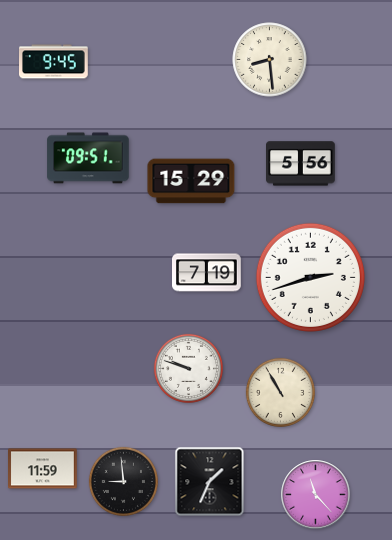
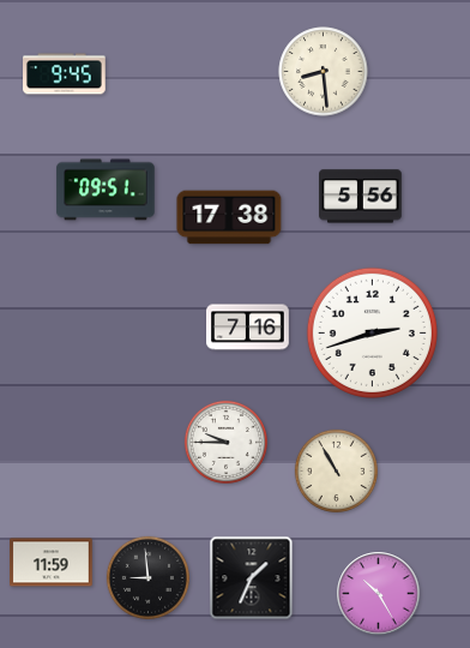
clock at (191, 181): 15:29 -> 17:38
clock at (207, 273): 7:19 -> 7:16
clock at (188, 368): 9:48 -> 9:45
clock at (316, 495): 11:23 -> 10:25
